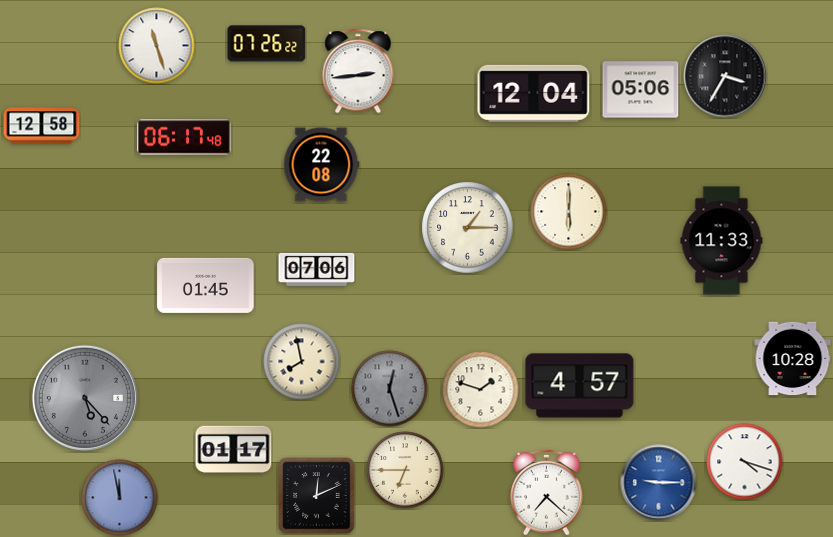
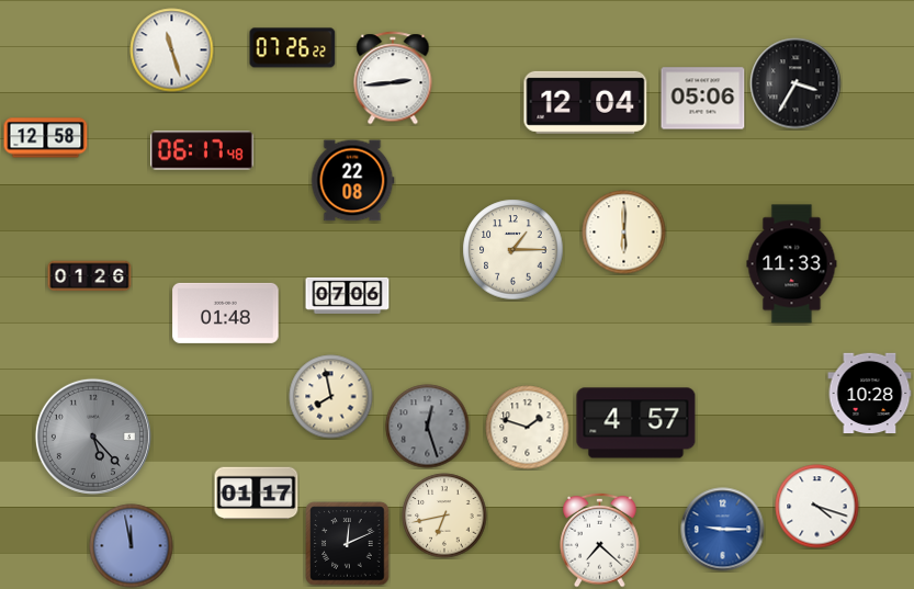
clock at (90, 276): none -> 01:26
clock at (206, 285): 01:45 -> 01:48
clock at (405, 470): 6:45 -> 6:43
